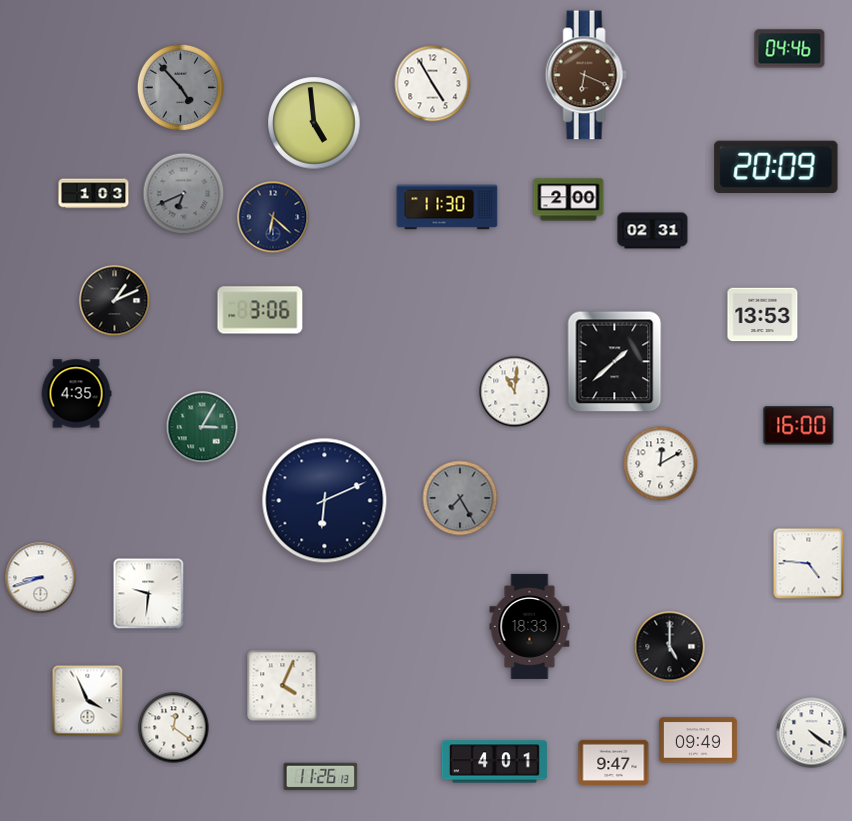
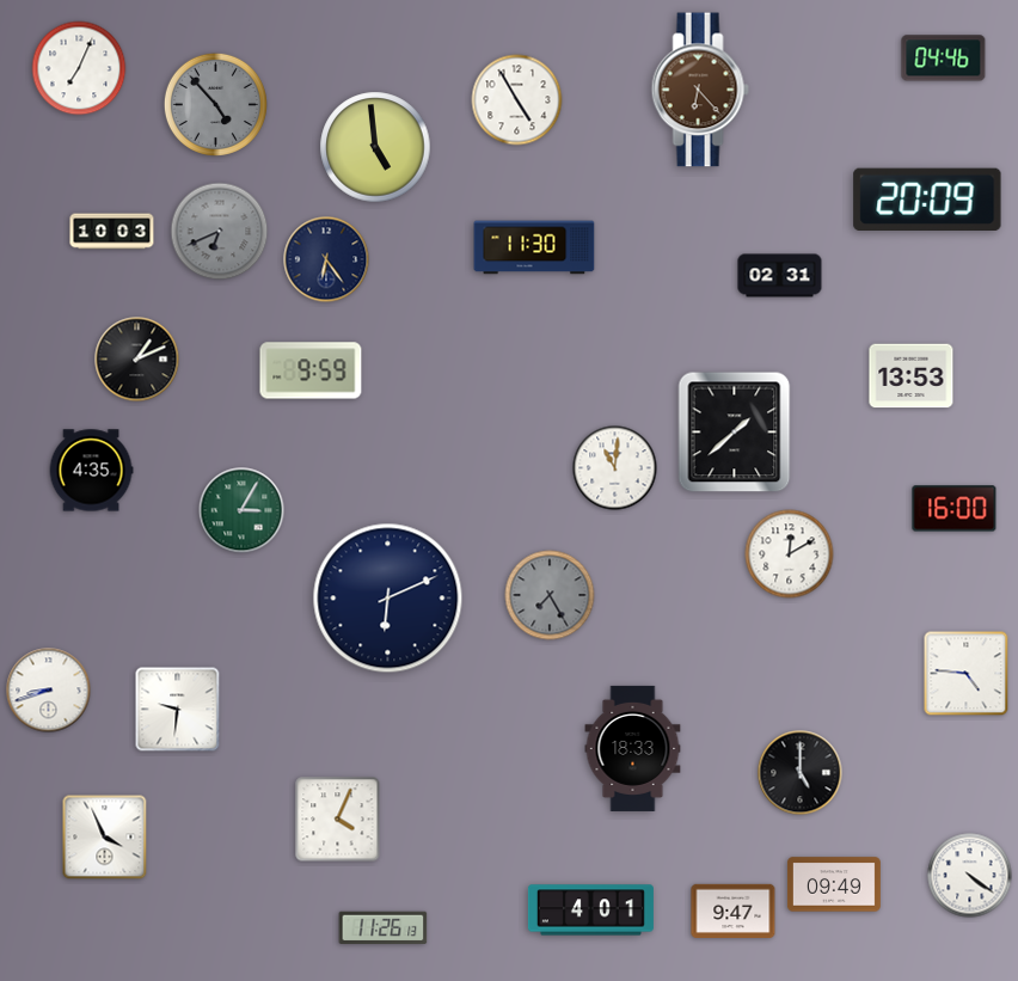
clock at (79, 68): none -> 7:04
clock at (586, 75): 6:19 -> 6:23
clock at (94, 194): 1:03 -> 10:03
clock at (569, 200): 2:00 -> none
clock at (273, 217): 6:22 -> 6:24
clock at (260, 310): 3:06 -> 9:59
clock at (174, 728): 12:21 -> none
